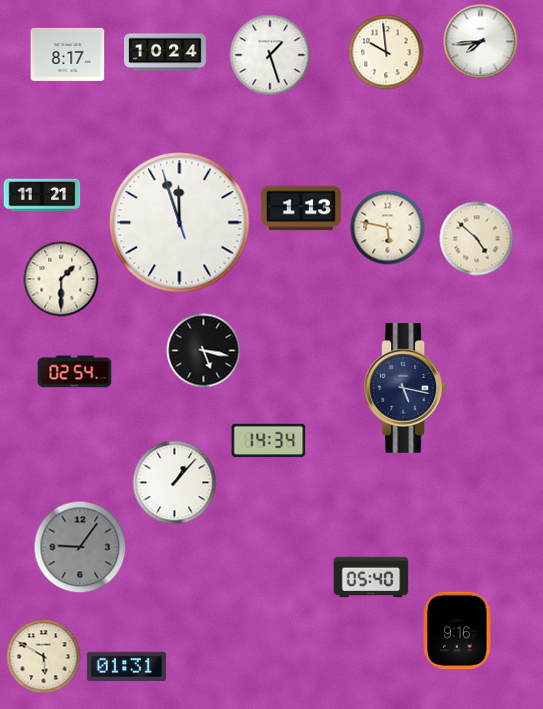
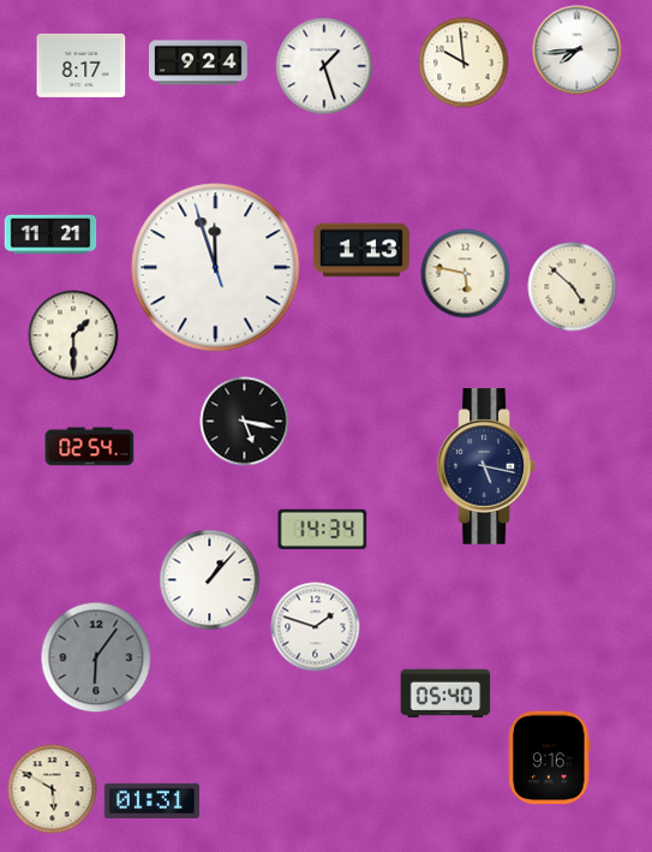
clock at (166, 52): 10:24 -> 9:24
clock at (316, 627): none -> 1:48
clock at (80, 547): 9:06 -> 6:06
